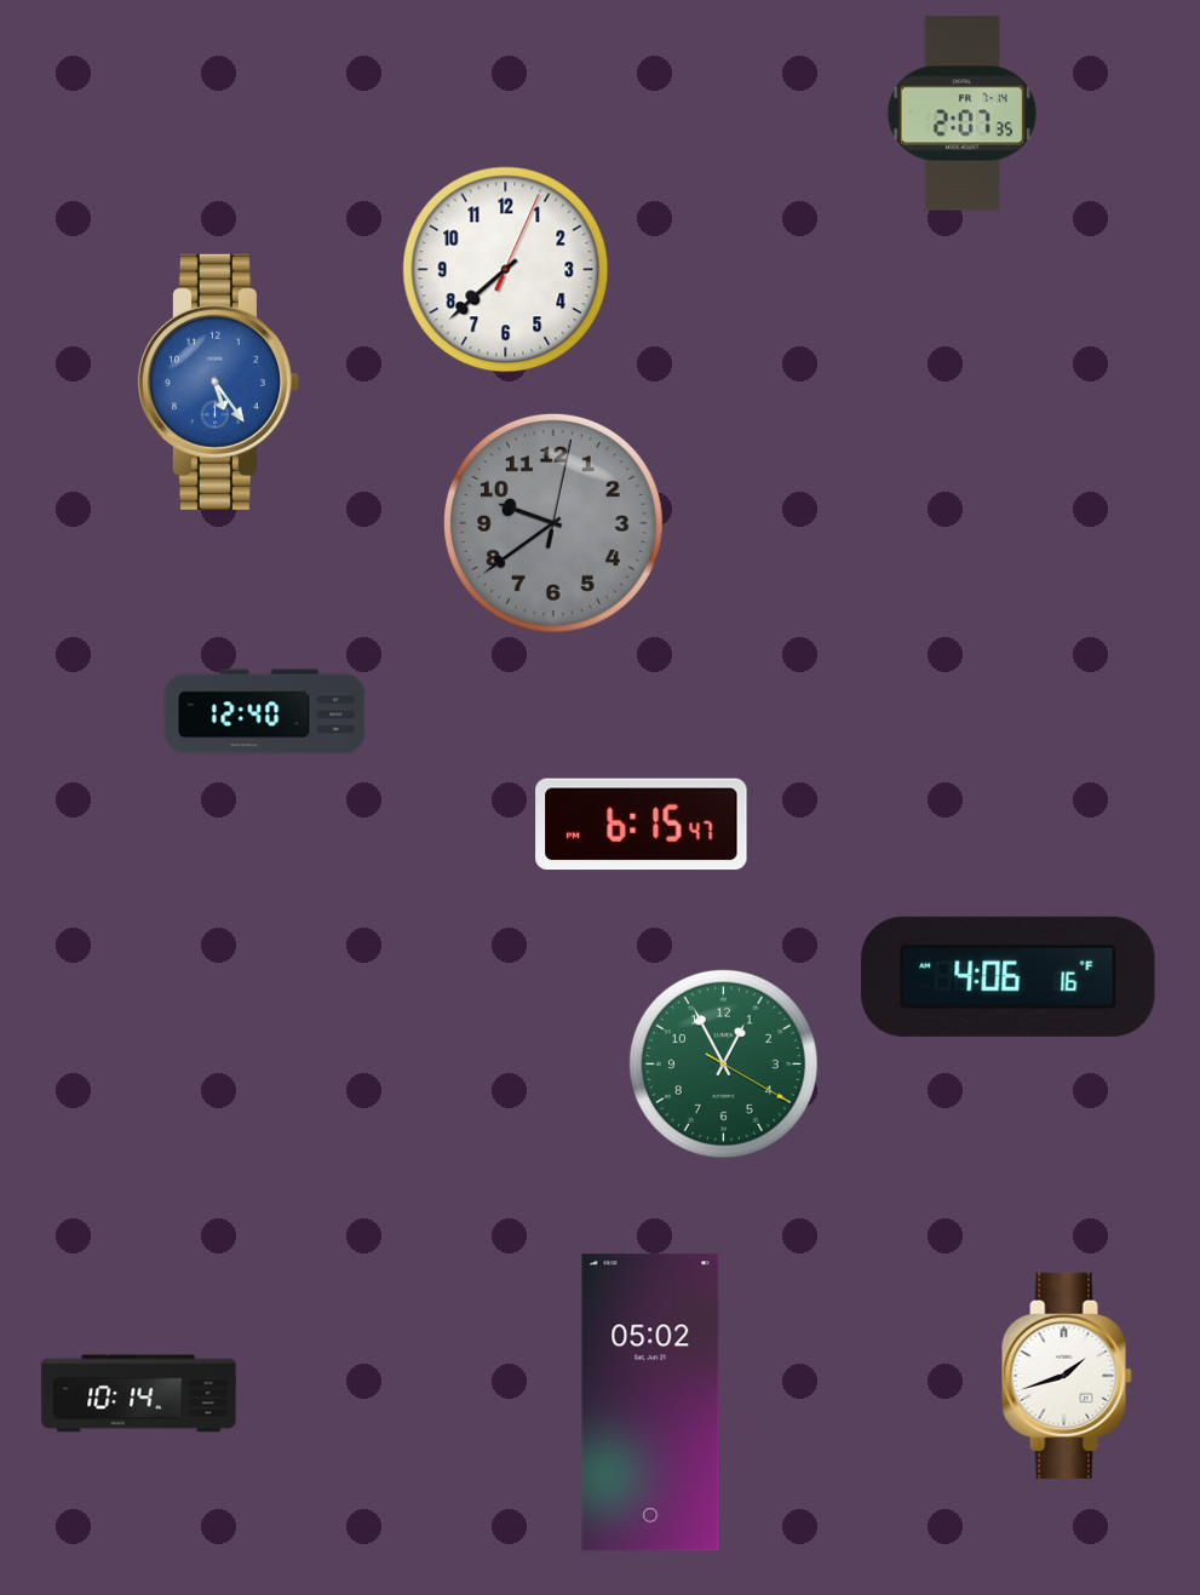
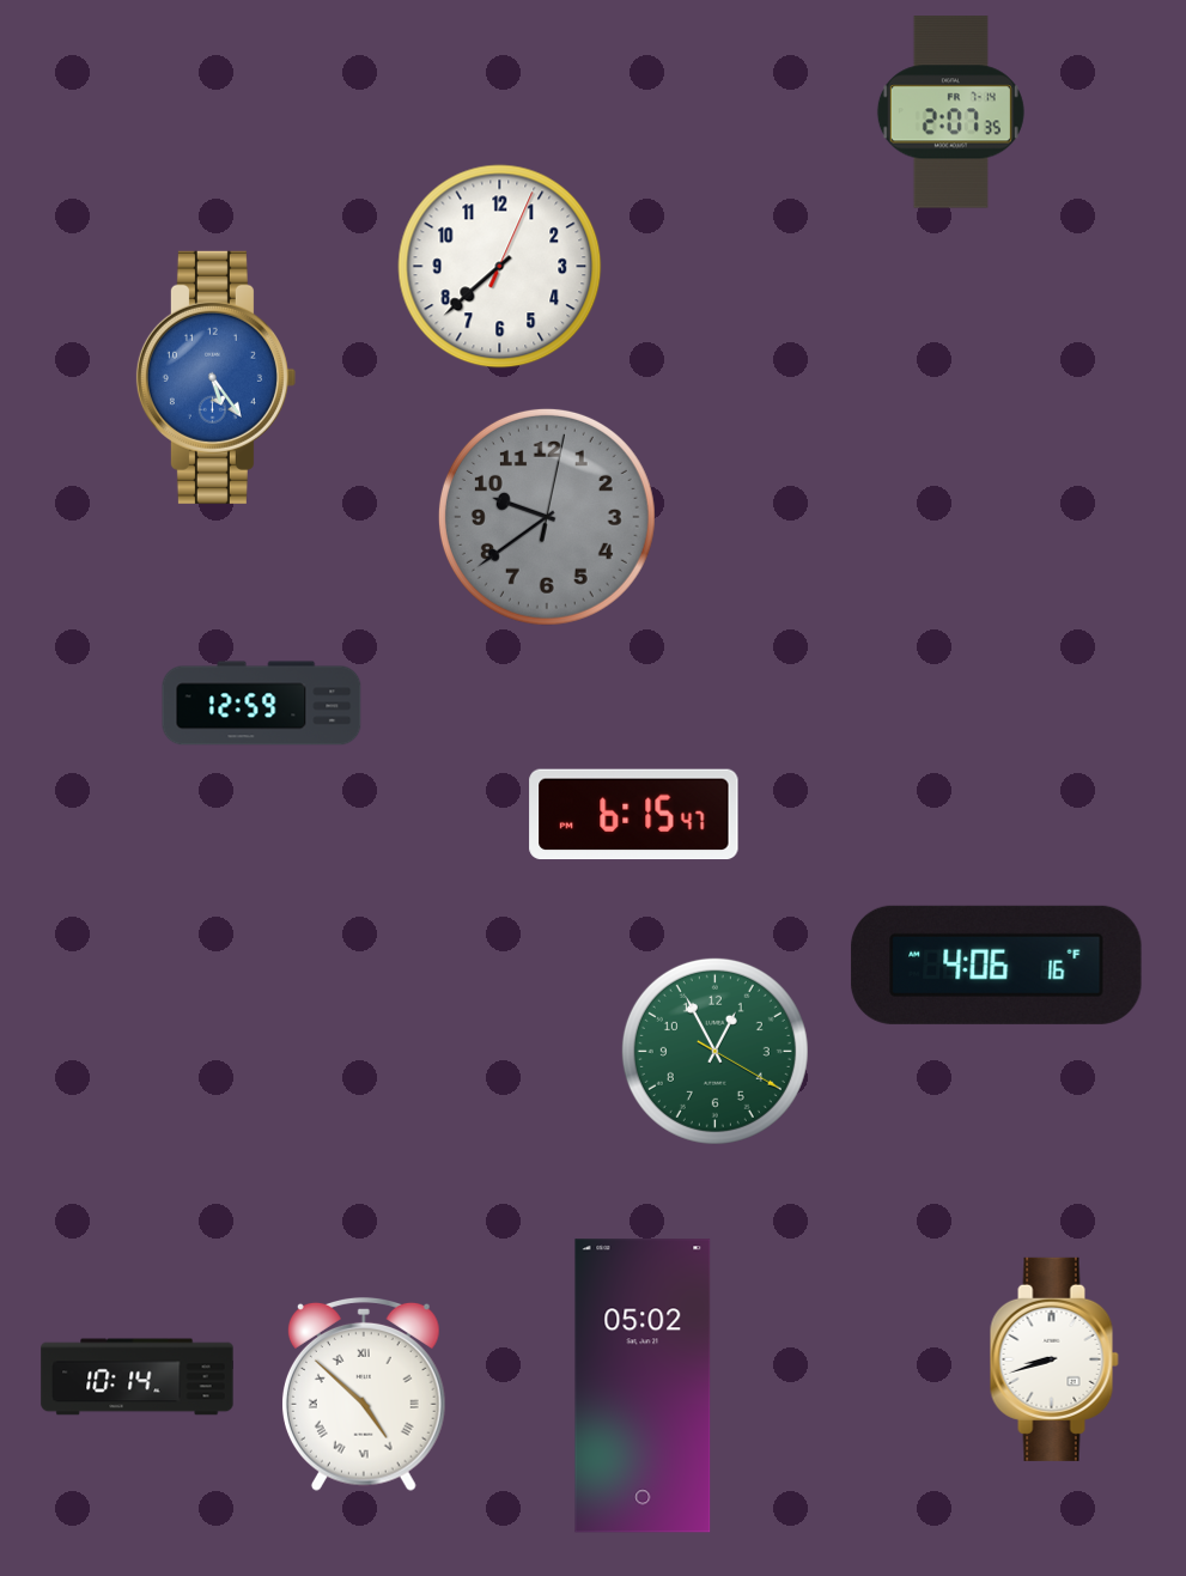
clock at (265, 712): 12:40 -> 12:59
clock at (1067, 1376): 1:42 -> 8:42
clock at (364, 1394): none -> 4:52
